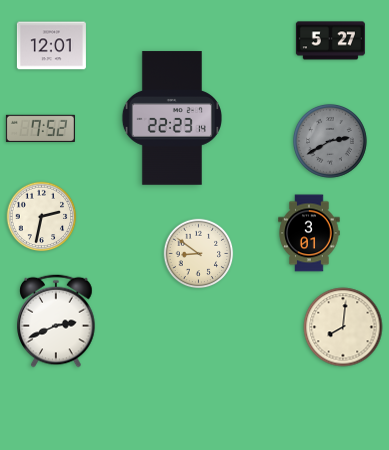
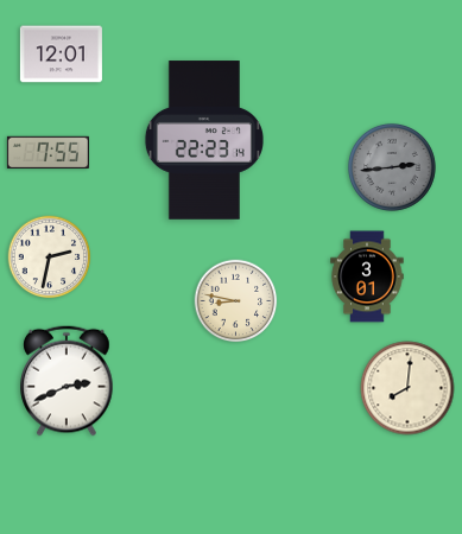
clock at (330, 41): 5:27 -> none
clock at (40, 129): 7:52 -> 7:55
clock at (330, 141): 2:40 -> 2:44
clock at (199, 254): 8:51 -> 8:47
